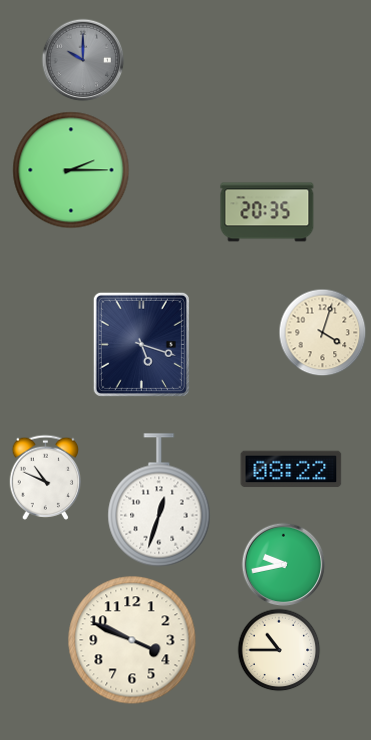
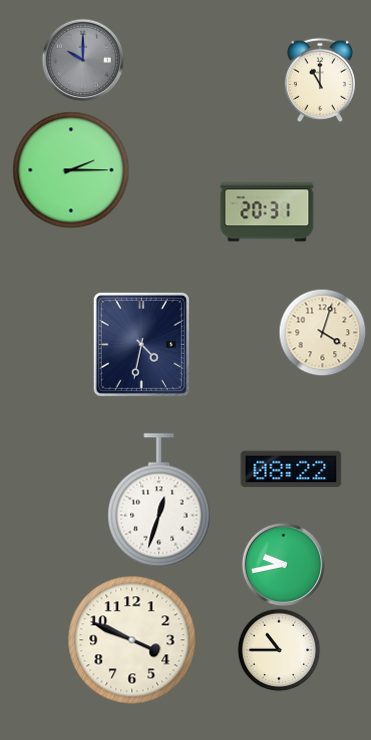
clock at (320, 80): none -> 11:00
clock at (267, 212): 20:35 -> 20:31
clock at (141, 344): 5:18 -> 4:32
clock at (45, 477): 10:49 -> none
